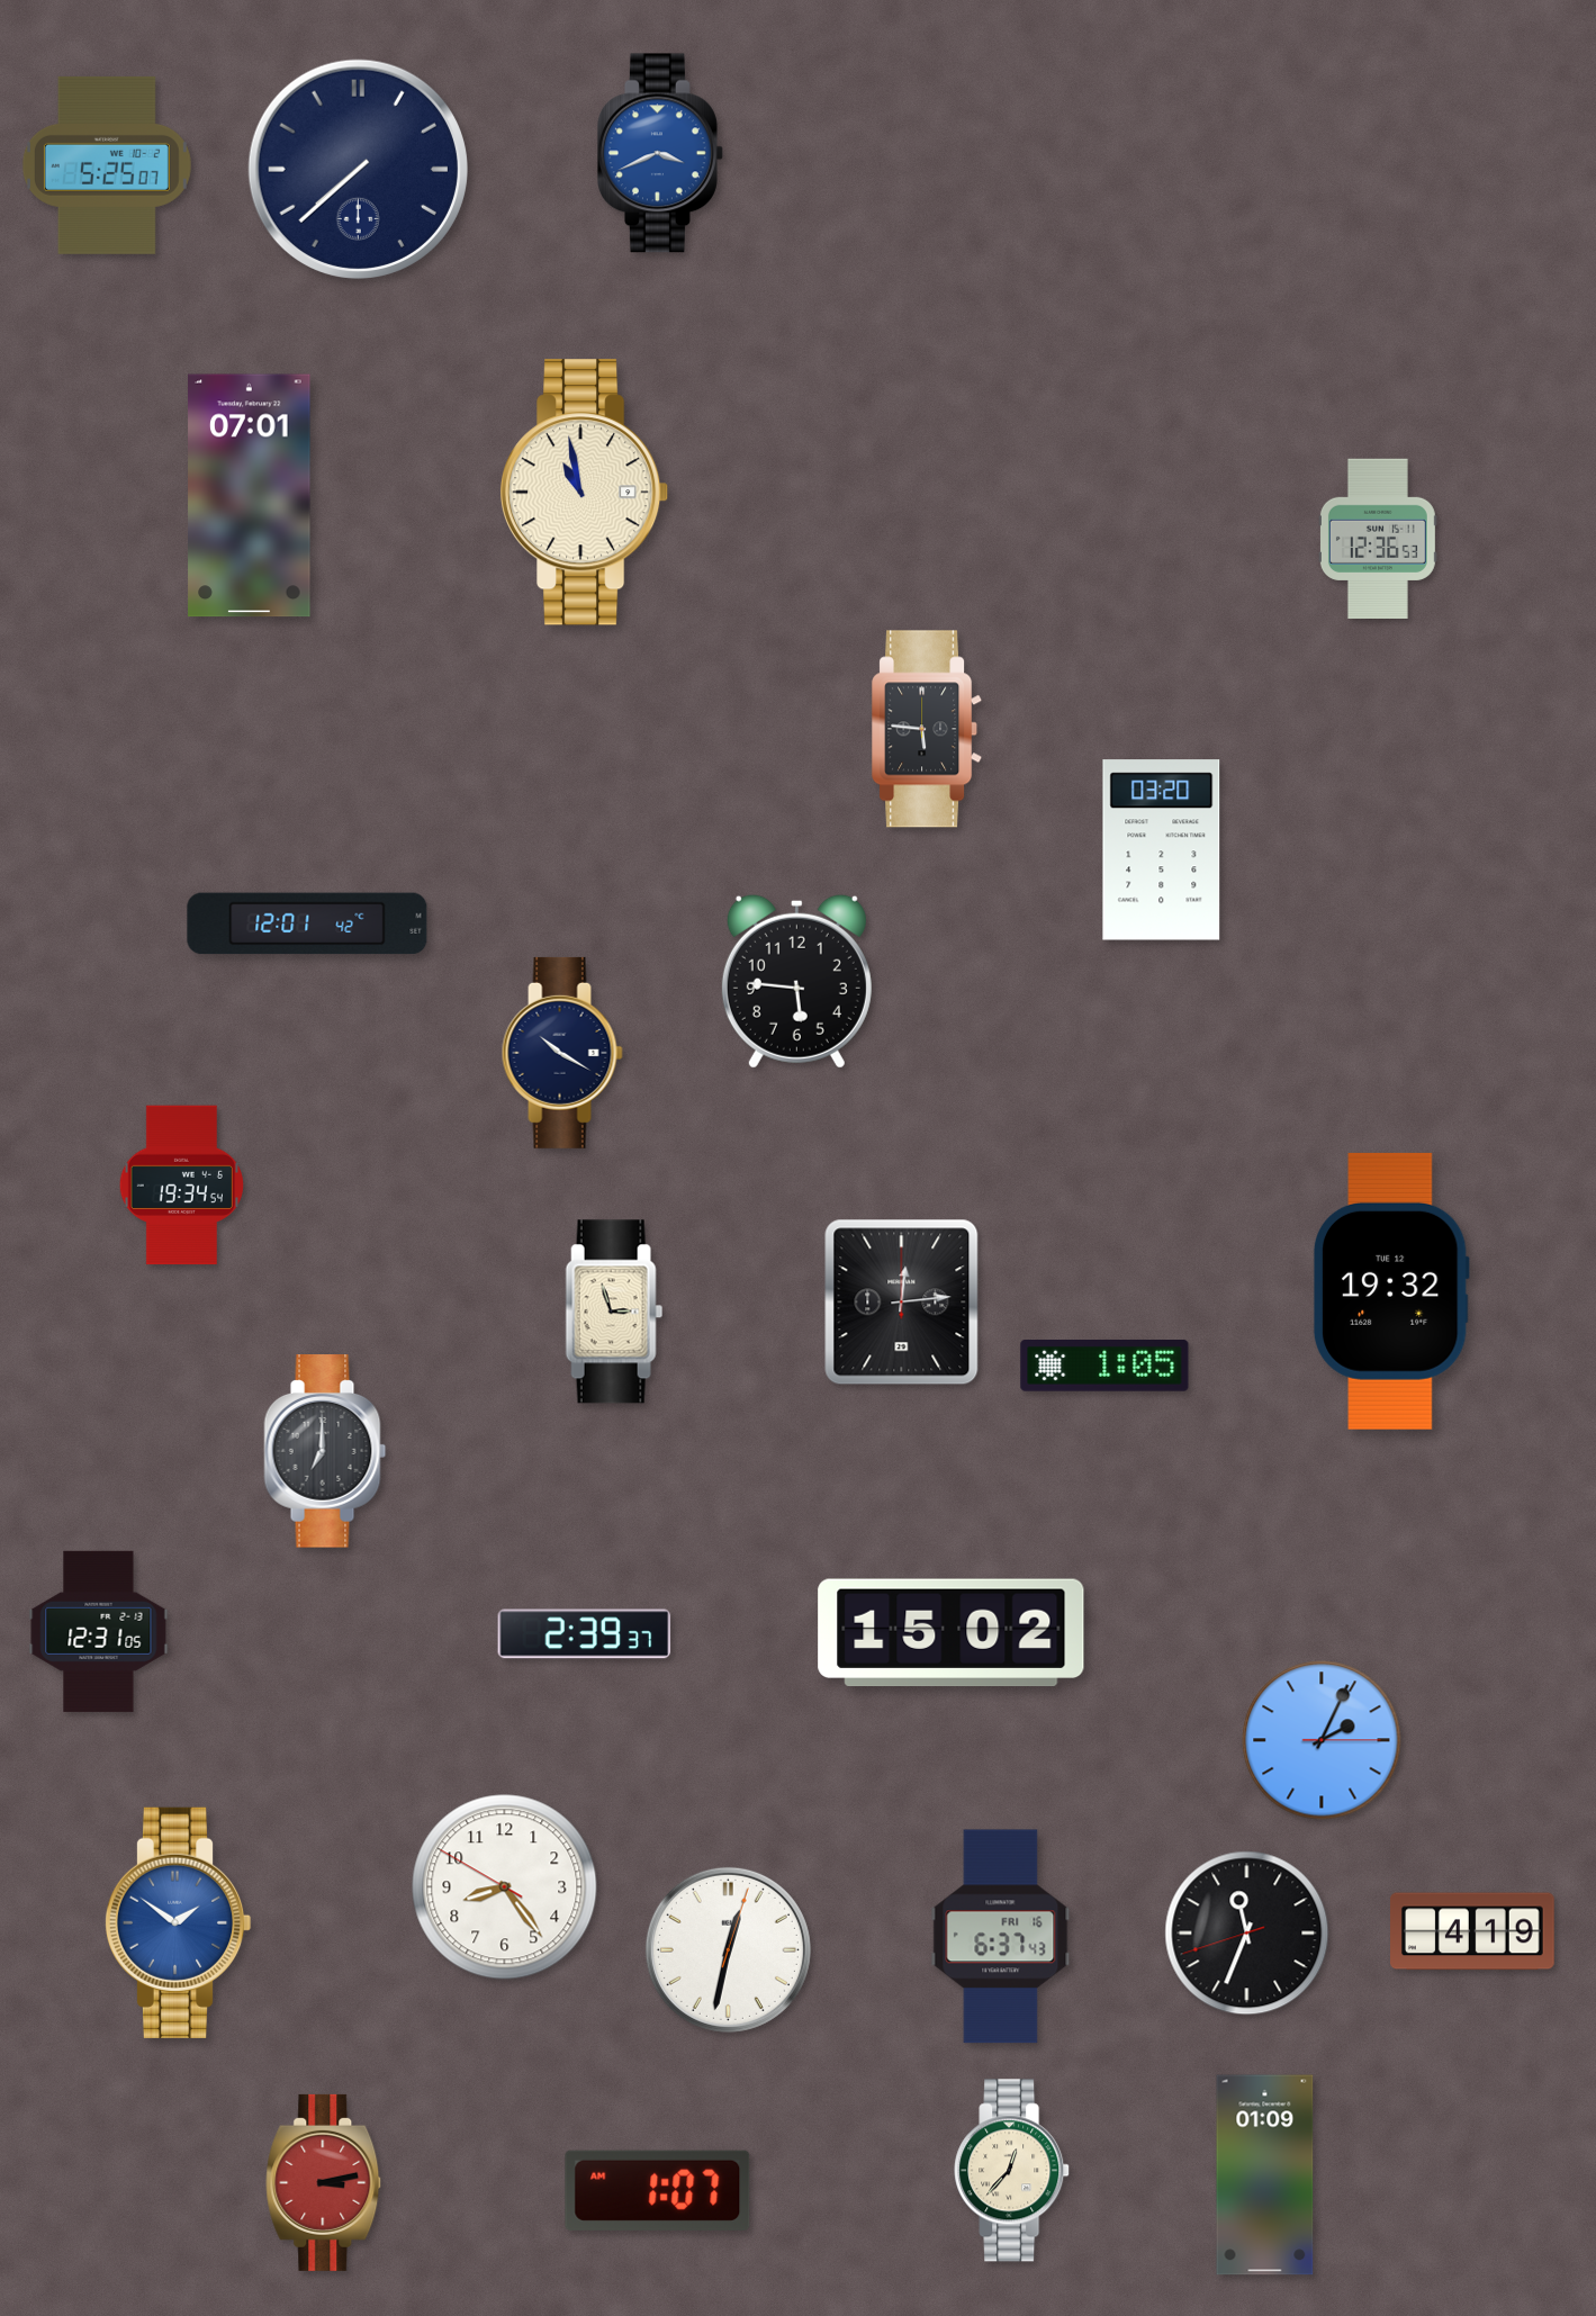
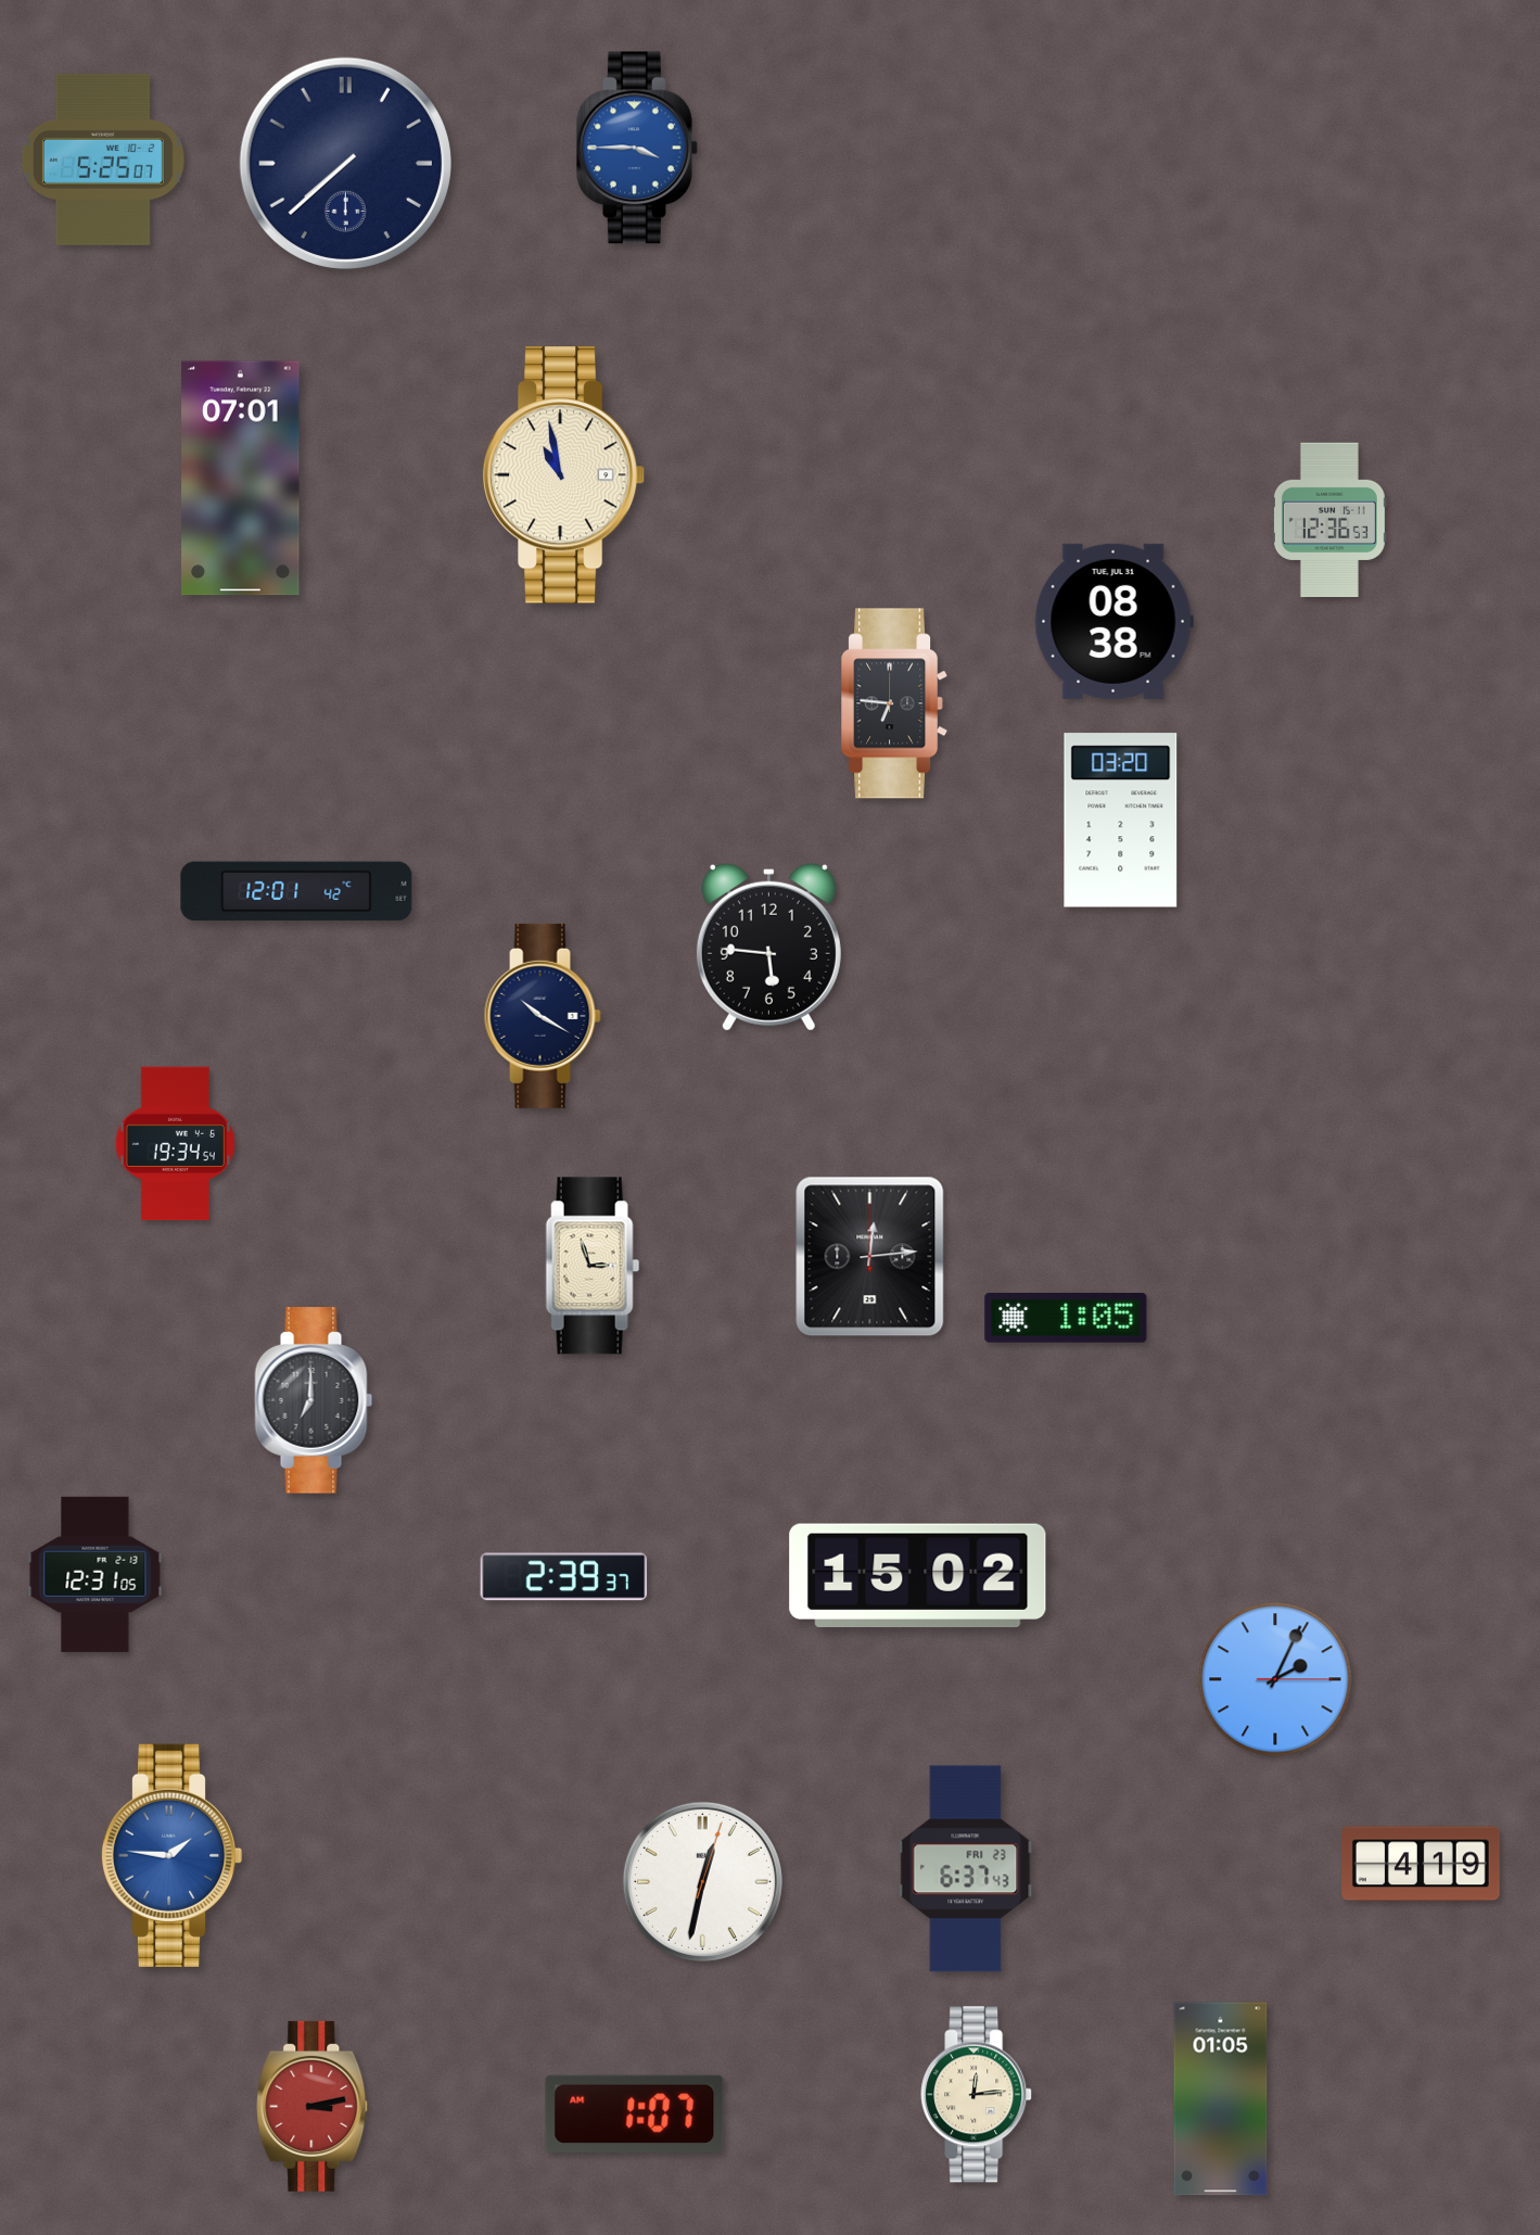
clock at (660, 153): 3:41 -> 3:45
clock at (1113, 621): none -> 08:38
clock at (928, 729): 5:46 -> 6:46
clock at (1391, 1291): 19:32 -> none
clock at (505, 1887): 8:23 -> none
clock at (178, 1922): 1:51 -> 1:46
clock at (1247, 1934): 11:33 -> none
clock at (1001, 1937) date: FRI 16 -> FRI 23
clock at (1012, 2171): 12:37 -> 12:14
clock at (1265, 2175): 01:09 -> 01:05
